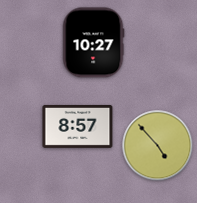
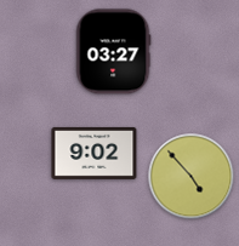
clock at (93, 43): 10:27 -> 03:27
clock at (78, 126): 8:57 -> 9:02
